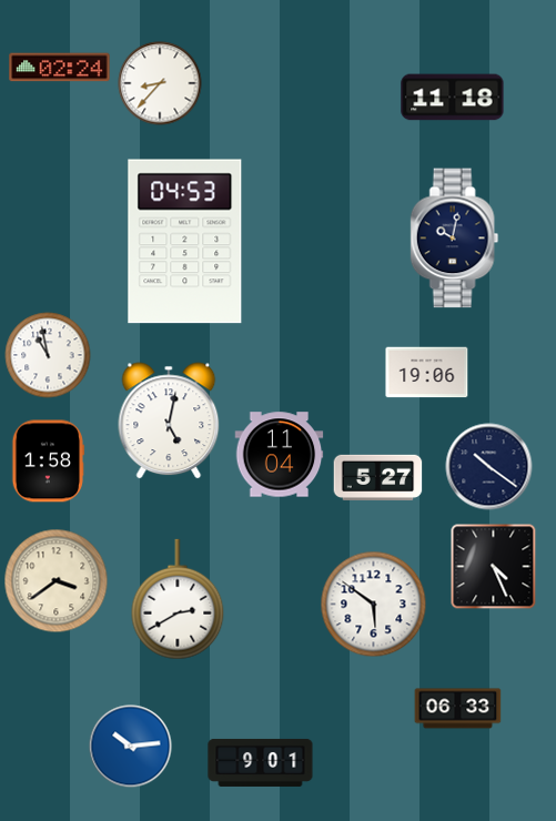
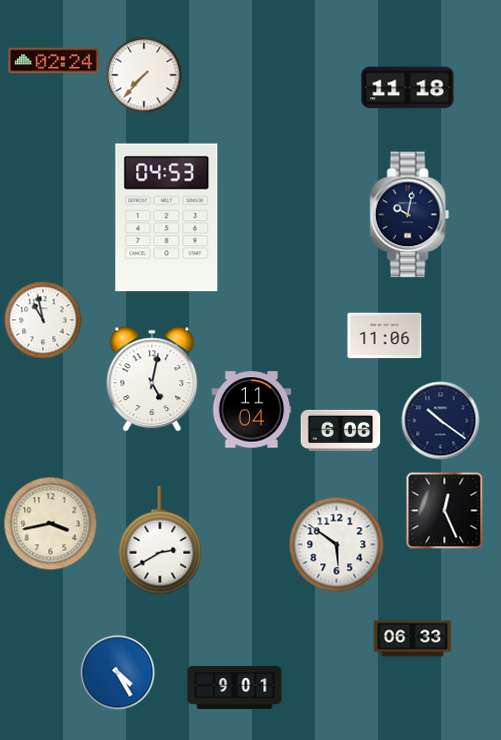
clock at (160, 83): 8:37 -> 7:37
clock at (427, 373): 19:06 -> 11:06
clock at (48, 462): 1:58 -> none
clock at (378, 477): 5:27 -> 6:06
clock at (494, 567): 4:26 -> 12:26
clock at (57, 581): 3:39 -> 3:43
clock at (131, 747): 10:14 -> 4:25
